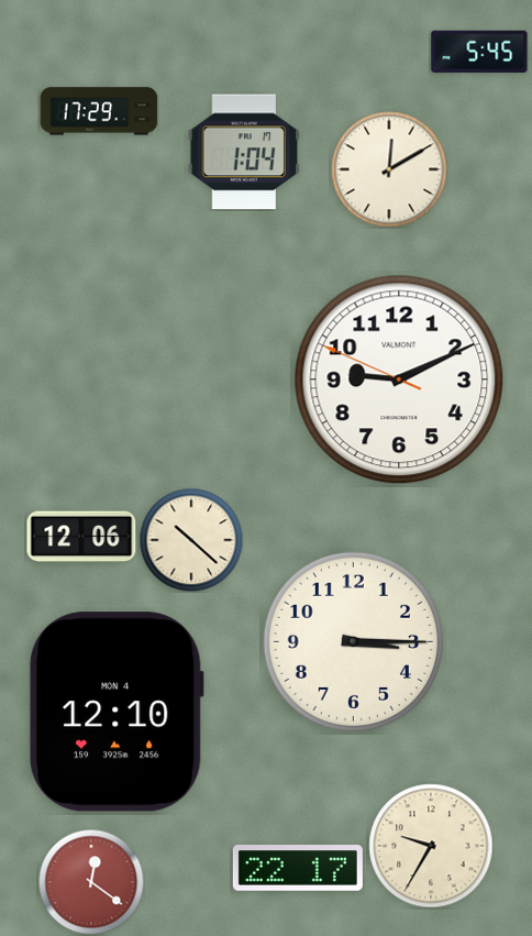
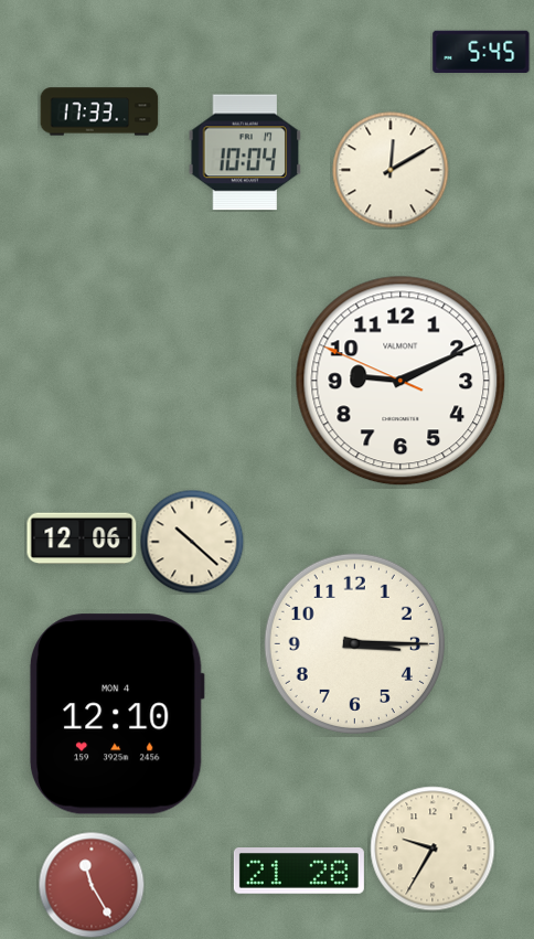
clock at (99, 111): 17:29 -> 17:33
clock at (244, 152): 1:04 -> 10:04
clock at (298, 869): 22:17 -> 21:28
clock at (91, 882): 12:21 -> 11:25
